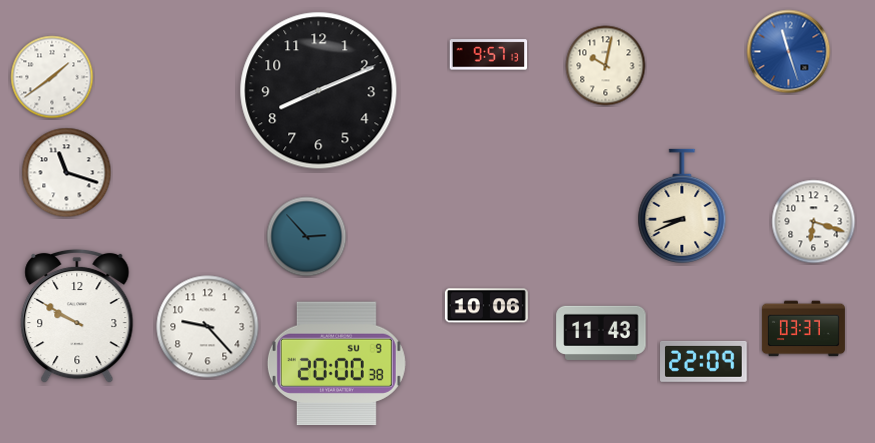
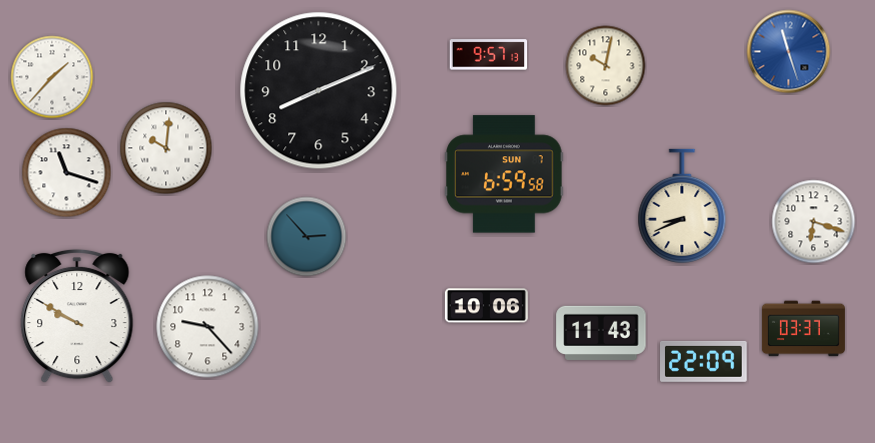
clock at (52, 77): 1:39 -> 1:37
clock at (166, 148): none -> 10:01
clock at (505, 174): none -> 6:59
clock at (336, 364): 20:00 -> none
